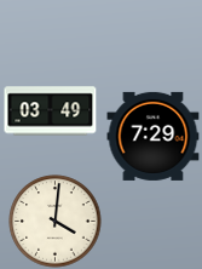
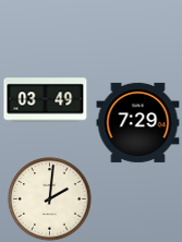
clock at (56, 222): 4:01 -> 2:01
